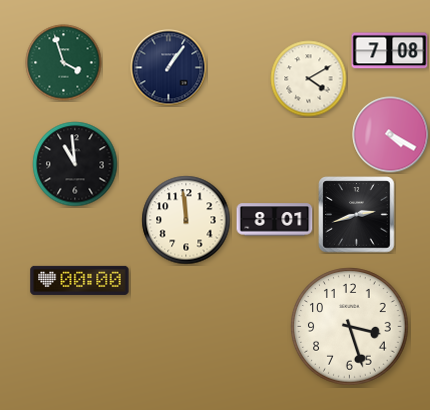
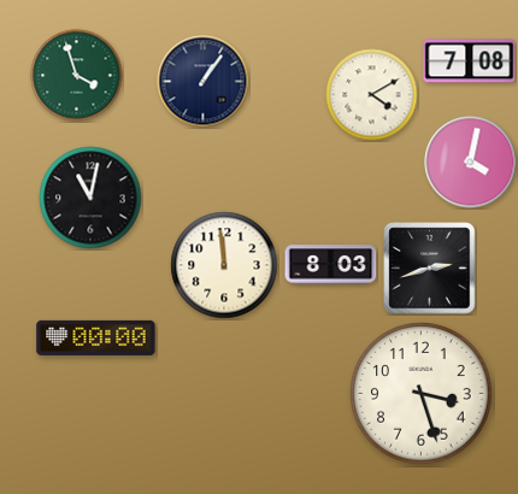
clock at (391, 135): 4:20 -> 4:02
clock at (75, 164): 10:59 -> 11:02
clock at (357, 215) position: (357, 215) -> (430, 269)
clock at (275, 220): 8:01 -> 8:03
